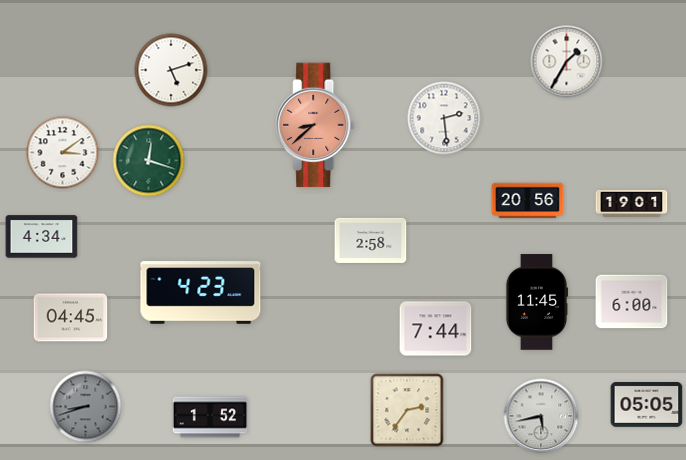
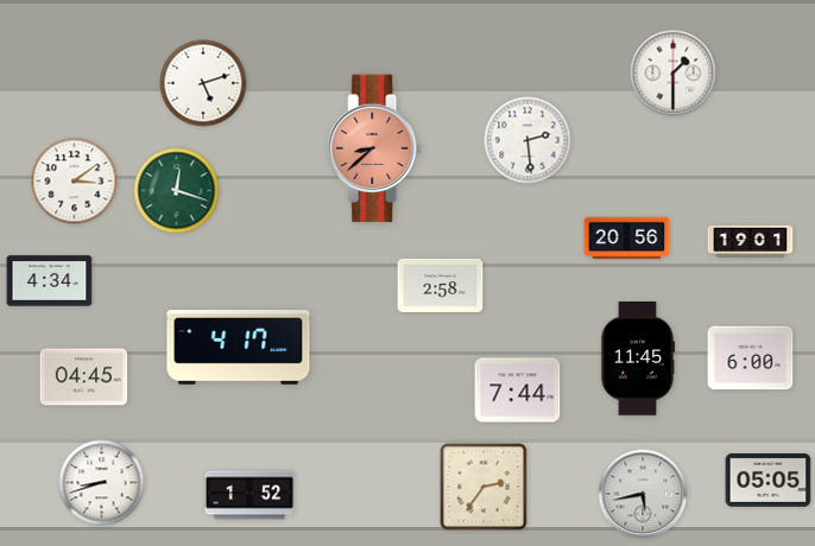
clock at (567, 62): 1:35 -> 1:30
clock at (201, 293): 4:23 -> 4:17
clock at (86, 407) dial: grey -> white
